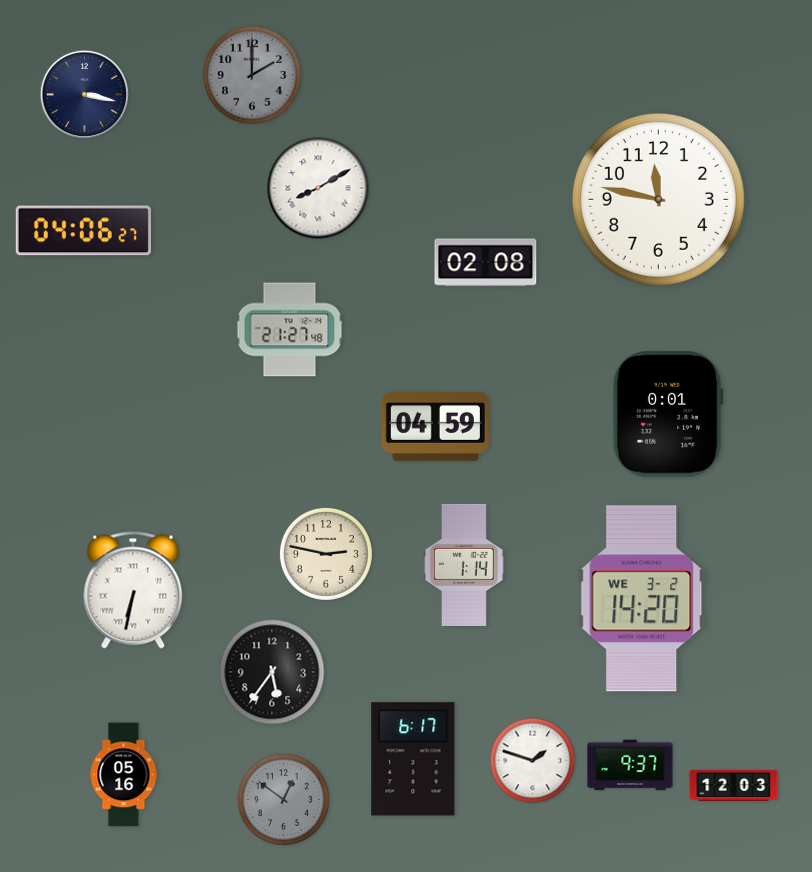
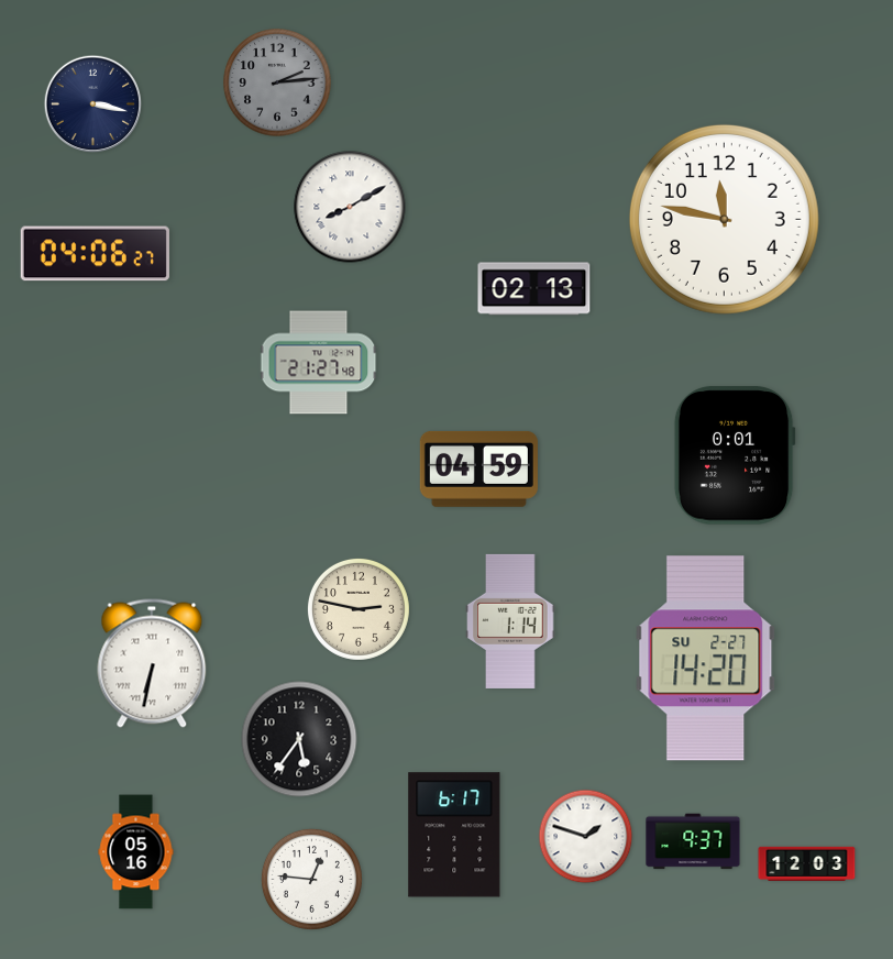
clock at (252, 75): 2:00 -> 2:14
clock at (83, 231) position: (83, 231) -> (95, 254)
clock at (486, 263): 02:08 -> 02:13
clock at (133, 590) position: (133, 590) -> (152, 663)
clock at (642, 599) date: WE 3-2 -> SU 2-27
clock at (283, 799): 12:51 -> 12:46
clock at (283, 799) dial: grey -> white
